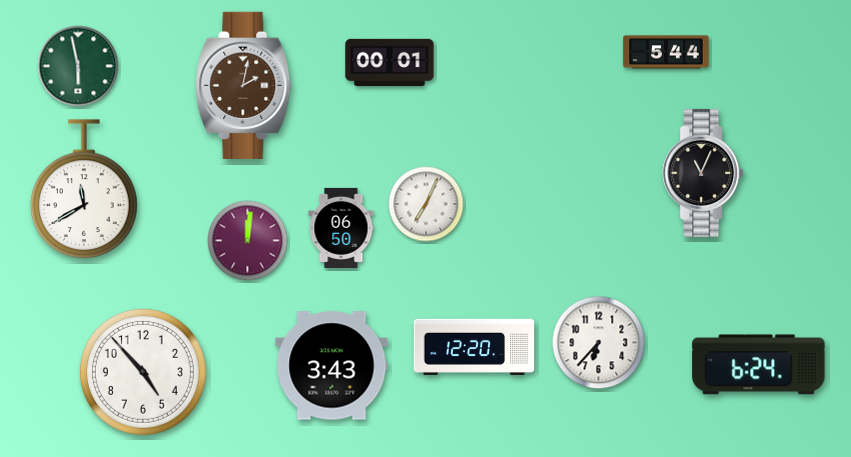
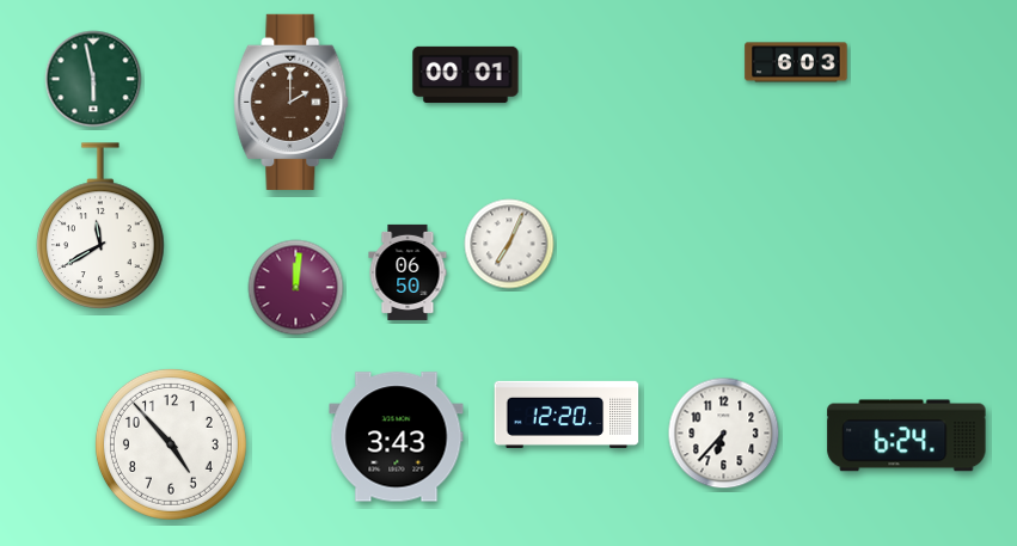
clock at (666, 52): 5:44 -> 6:03
clock at (244, 85): 2:02 -> 2:00
clock at (703, 173): 11:04 -> none
clock at (599, 343) position: (599, 343) -> (724, 434)
